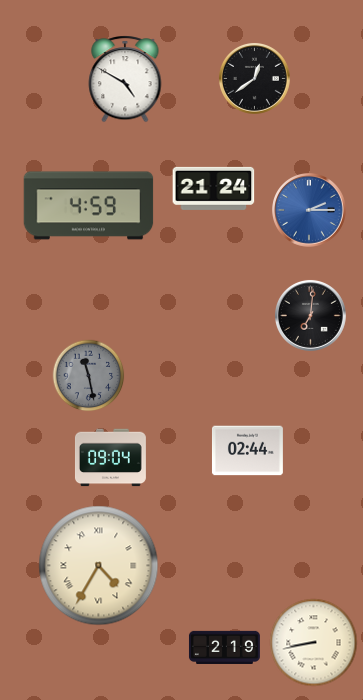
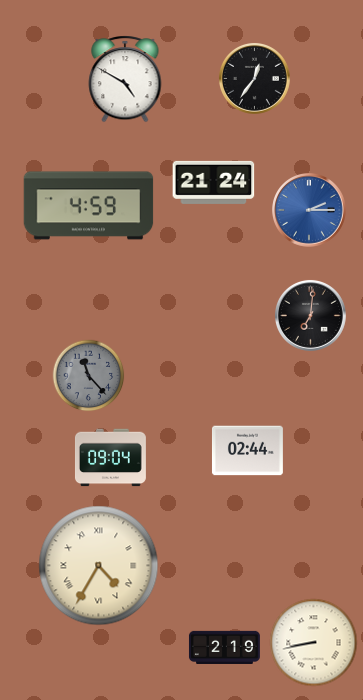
clock at (254, 78): 12:39 -> 12:36
clock at (214, 188) position: (214, 188) -> (214, 182)
clock at (89, 376): 11:28 -> 11:23
